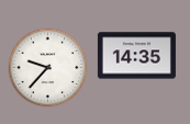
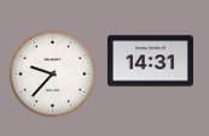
clock at (136, 56): 14:35 -> 14:31
